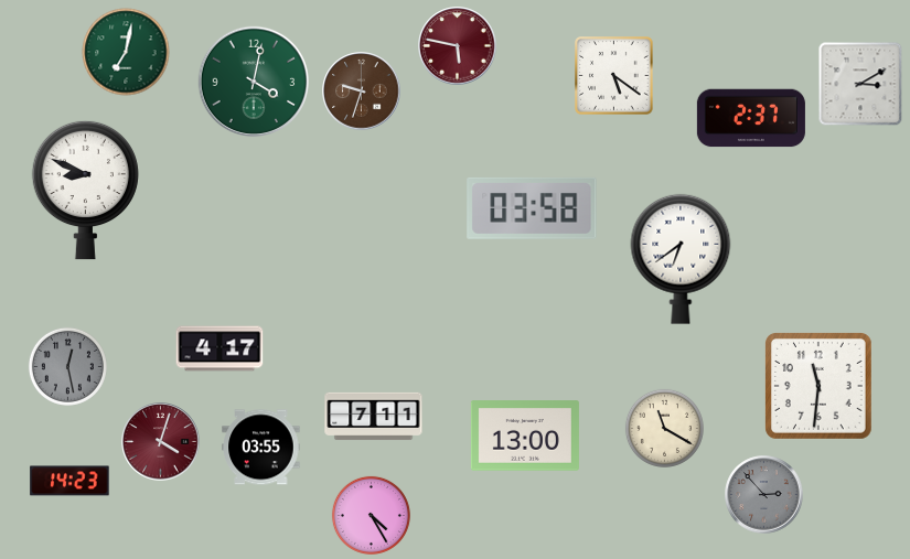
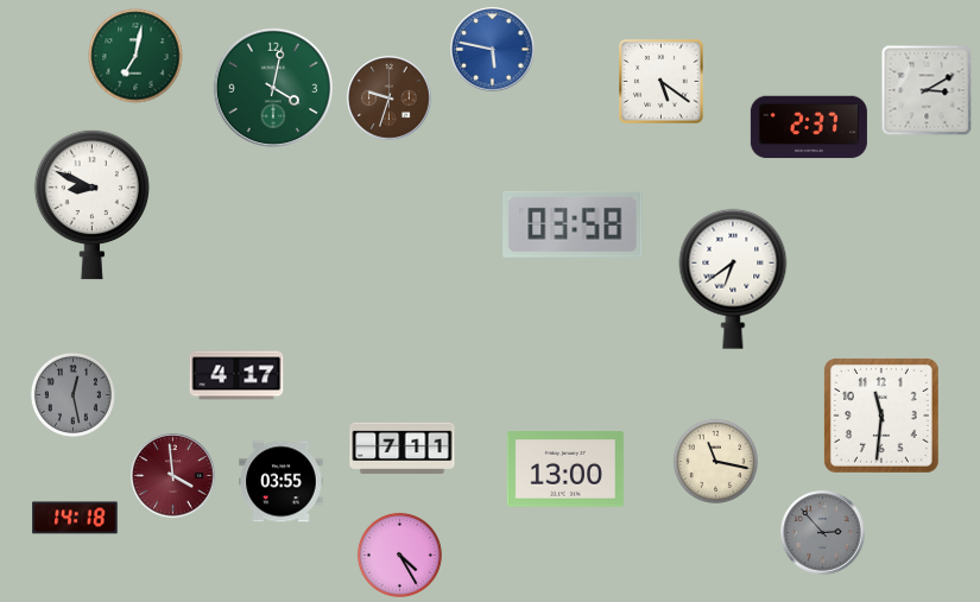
clock at (458, 46) dial: burgundy -> blue
clock at (664, 428): 11:20 -> 11:17
clock at (161, 442): 4:03 -> 3:59
clock at (69, 481): 14:23 -> 14:18
